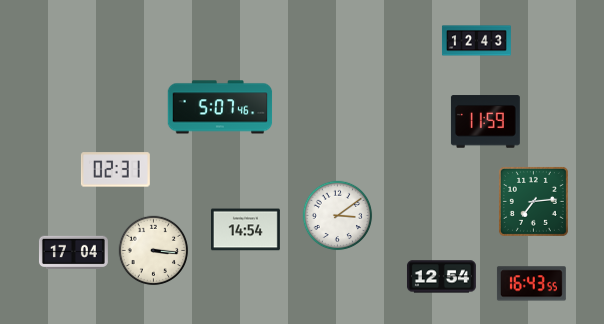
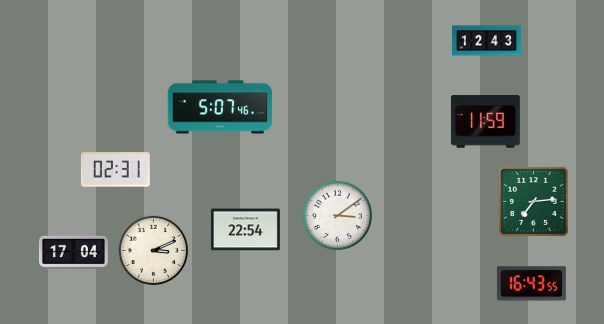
clock at (476, 41) position: (476, 41) -> (486, 41)
clock at (245, 230): 14:54 -> 22:54
clock at (154, 251): 3:16 -> 3:11
clock at (441, 277): 12:54 -> none
